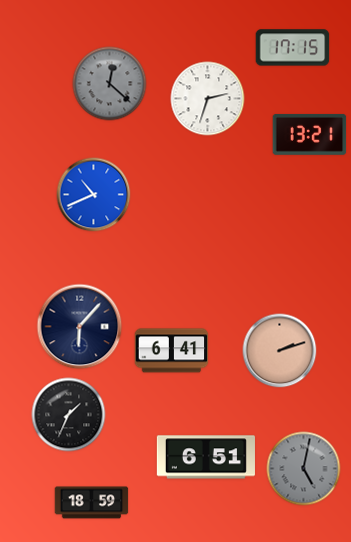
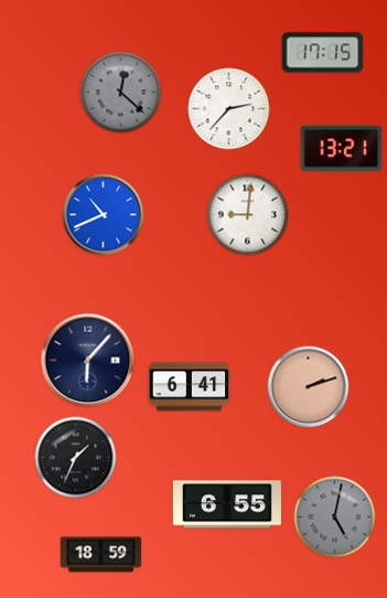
clock at (208, 99): 2:33 -> 2:37
clock at (248, 215): none -> 9:01
clock at (206, 457): 6:51 -> 6:55
